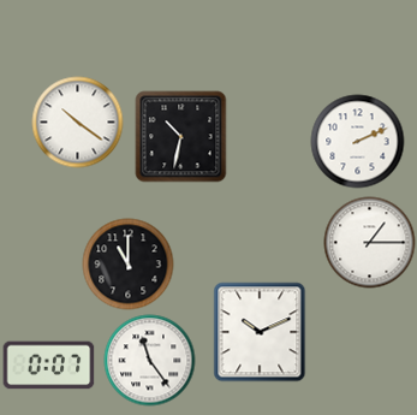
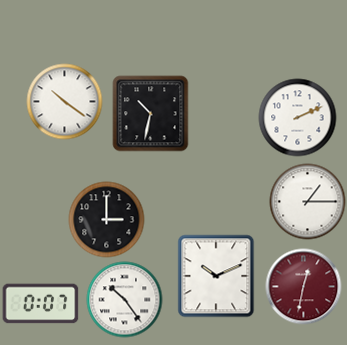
clock at (129, 265): 11:00 -> 3:00
clock at (304, 287): none -> 12:32
clock at (150, 361): 11:24 -> 10:24
